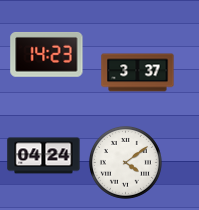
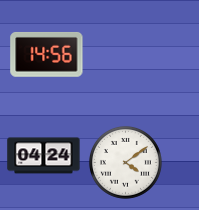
clock at (47, 54): 14:23 -> 14:56
clock at (138, 73): 3:37 -> none
